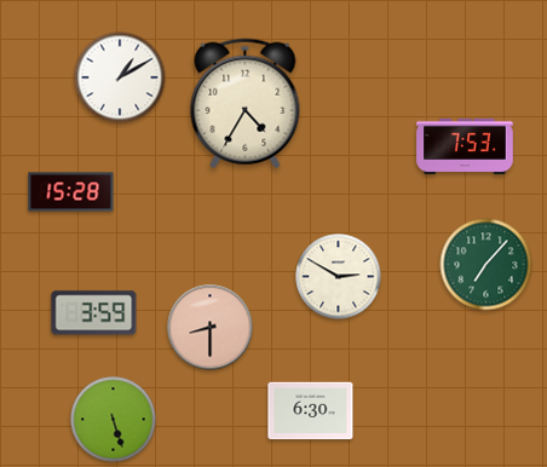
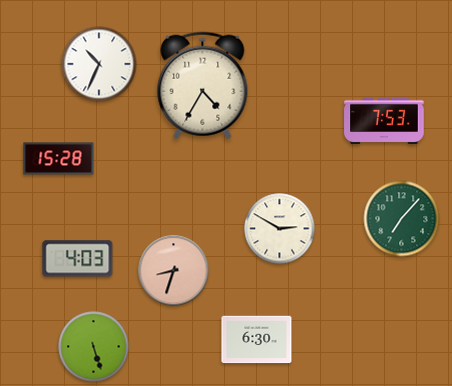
clock at (120, 77): 1:10 -> 10:34
clock at (94, 313): 3:59 -> 4:03
clock at (211, 328): 8:30 -> 8:33
